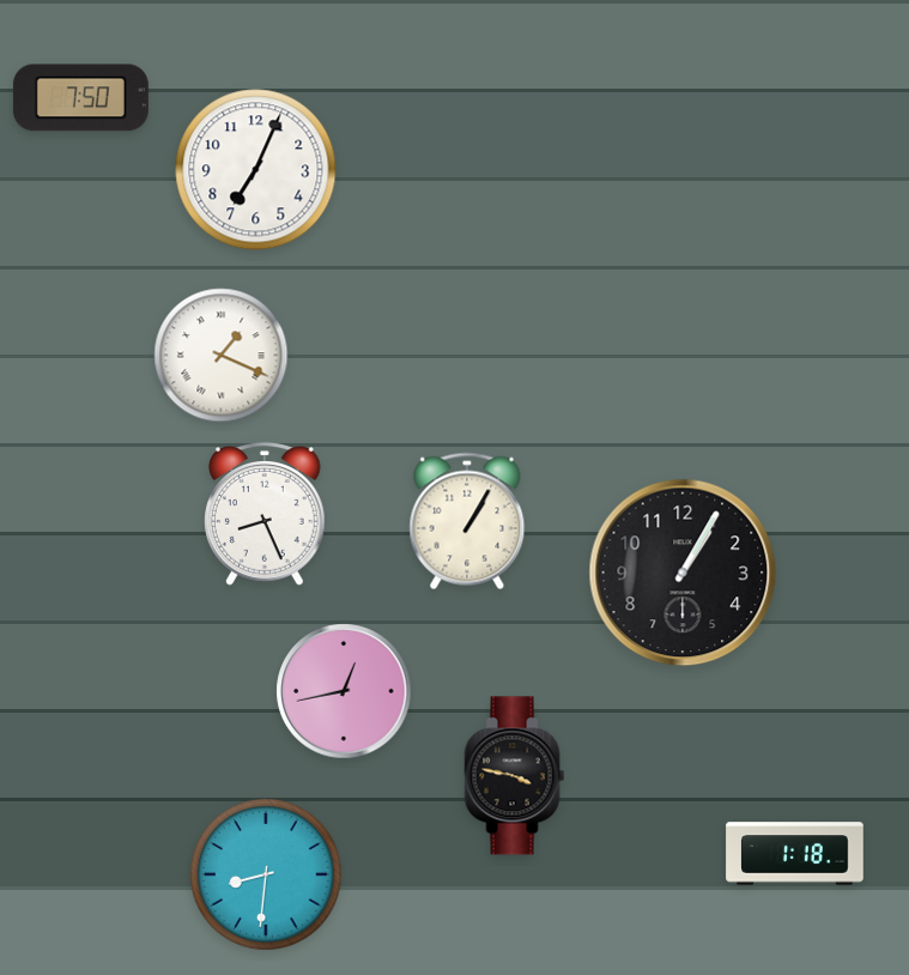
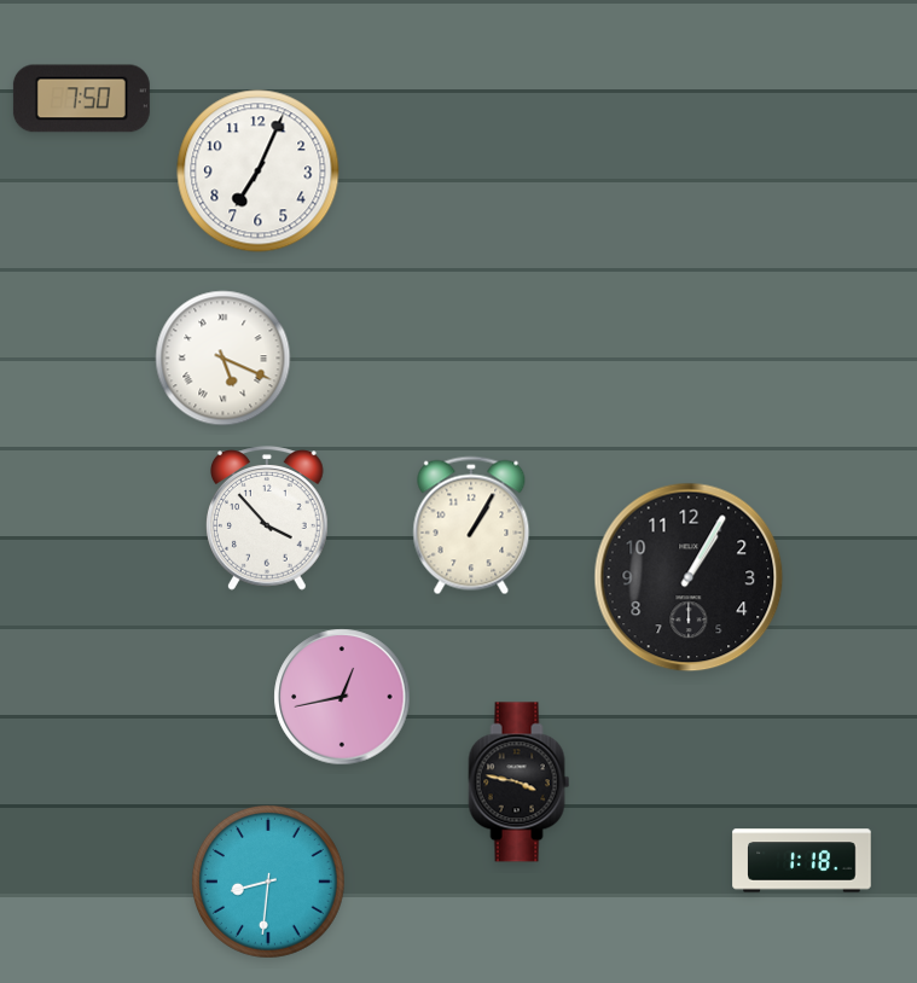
clock at (222, 356): 1:19 -> 5:19
clock at (266, 514): 8:26 -> 3:53
clock at (344, 691) position: (344, 691) -> (342, 697)
